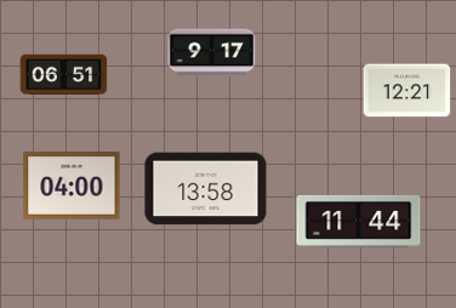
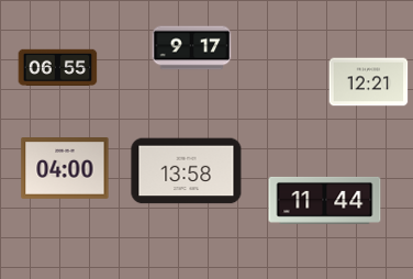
clock at (64, 74): 06:51 -> 06:55
